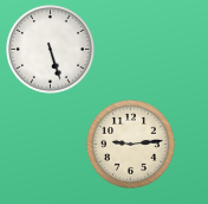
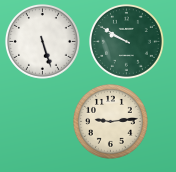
clock at (127, 42): none -> 9:50
